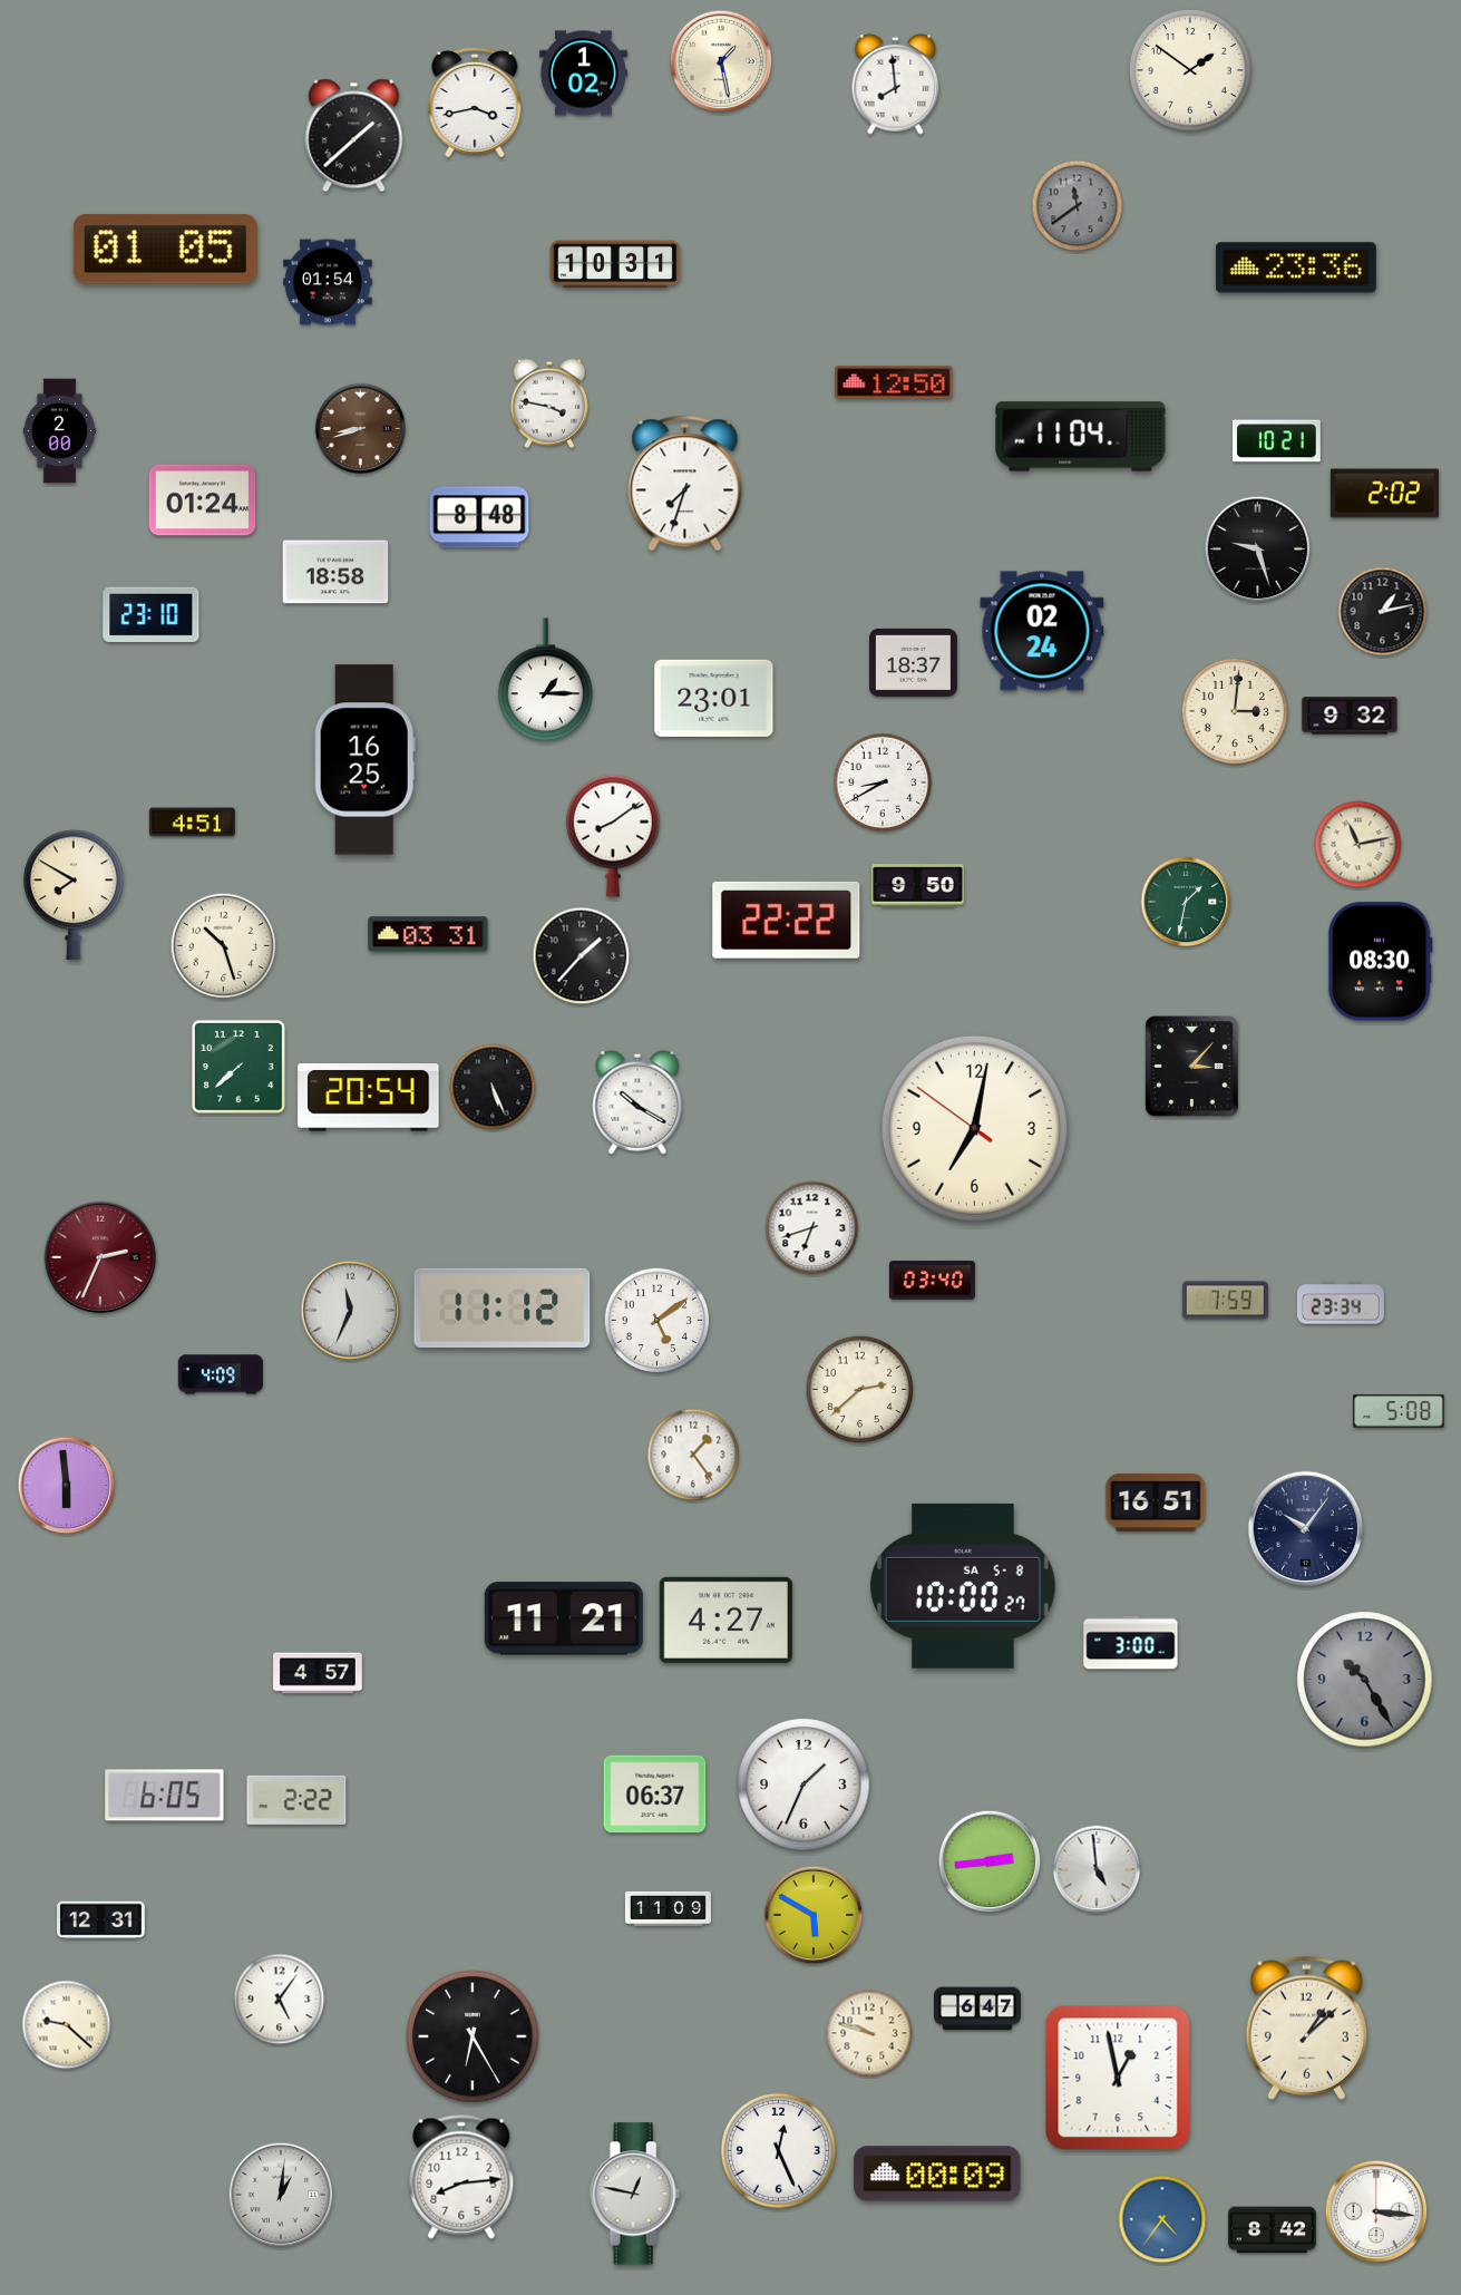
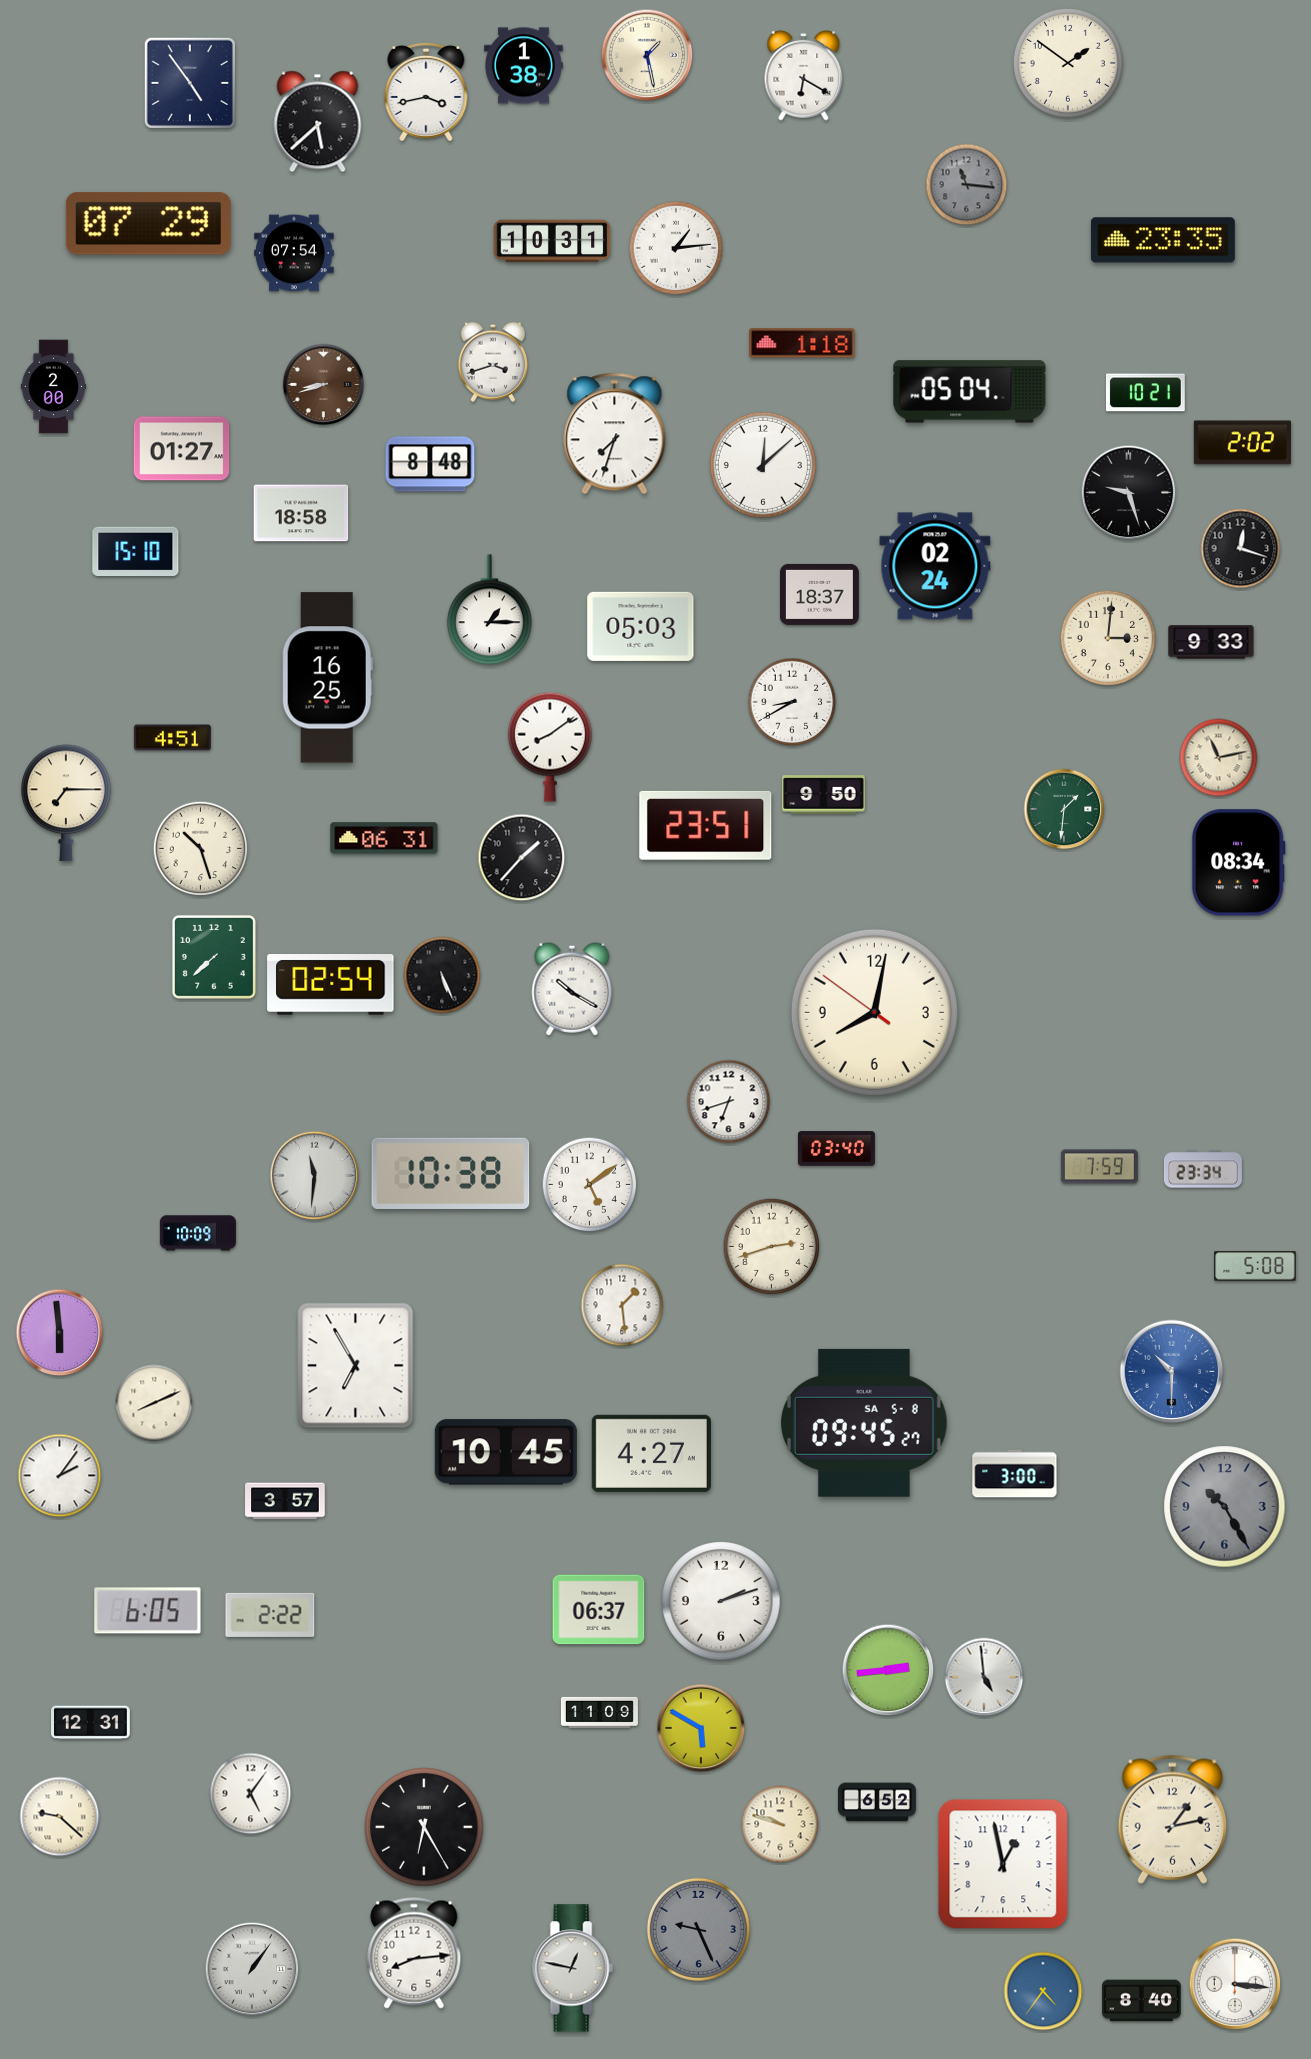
clock at (584, 74): 1:02 -> 1:38
clock at (896, 84): 7:59 -> 6:20
clock at (190, 83): none -> 4:54
clock at (354, 136): 1:38 -> 5:38
clock at (1078, 206): 11:39 -> 11:16
clock at (165, 250): 01:05 -> 07:29
clock at (615, 264) position: (615, 264) -> (552, 241)
clock at (1296, 268): 23:36 -> 23:35
clock at (676, 248): none -> 1:14
clock at (328, 282): 01:54 -> 07:54
clock at (894, 382): 12:50 -> 1:18
clock at (549, 403): 3:47 -> 3:42
clock at (1081, 437): 11:04 -> 05:04
clock at (1277, 441) position: (1277, 441) -> (1146, 393)
clock at (203, 500): 01:24 -> 01:27
clock at (763, 465): none -> 12:08
clock at (1383, 612): 1:13 -> 12:18
clock at (152, 615): 23:10 -> 15:10
clock at (714, 698): 23:01 -> 05:03
clock at (1350, 716): 9:32 -> 9:33
clock at (364, 760) position: (364, 760) -> (327, 678)
clock at (613, 836) position: (613, 836) -> (550, 747)
clock at (75, 895): 7:50 -> 7:15
clock at (1186, 902): 1:32 -> 1:31
clock at (787, 920): 22:22 -> 23:51
clock at (428, 934): 03:31 -> 06:31
clock at (1380, 962): 08:30 -> 08:34
clock at (1192, 1067): 3:07 -> none
clock at (369, 1098): 20:54 -> 02:54
clock at (974, 1128): 7:01 -> 8:01
clock at (100, 1257): 2:34 -> none
clock at (503, 1307): 11:12 -> 10:38
clock at (351, 1311): 11:34 -> 11:31
clock at (221, 1374): 4:09 -> 10:09
clock at (860, 1390): 2:38 -> 2:42
clock at (693, 1455): 1:24 -> 1:29
clock at (1156, 1503): 16:51 -> none
clock at (356, 1366): none -> 6:55
clock at (1306, 1529): 10:06 -> 10:30
clock at (1306, 1529) dial: navy -> blue
clock at (154, 1403): none -> 8:11
clock at (964, 1586): 10:00 -> 09:45
clock at (564, 1618): 11:21 -> 10:45
clock at (60, 1476): none -> 2:06
clock at (318, 1673): 4:57 -> 3:57
clock at (803, 1785): 1:34 -> 2:12
clock at (655, 1795) position: (655, 1795) -> (599, 1610)
clock at (296, 1800) position: (296, 1800) -> (270, 1615)
clock at (814, 1915) position: (814, 1915) -> (701, 1728)
clock at (977, 2009): 6:47 -> 6:52
clock at (1306, 2027): 1:08 -> 1:13
clock at (778, 2150): 12:26 -> 9:26
clock at (778, 2150) dial: white -> grey
clock at (937, 2174): 00:09 -> none
clock at (635, 2194) position: (635, 2194) -> (573, 1968)
clock at (281, 2195): 1:01 -> 1:06
clock at (1273, 2230): 8:42 -> 8:40
